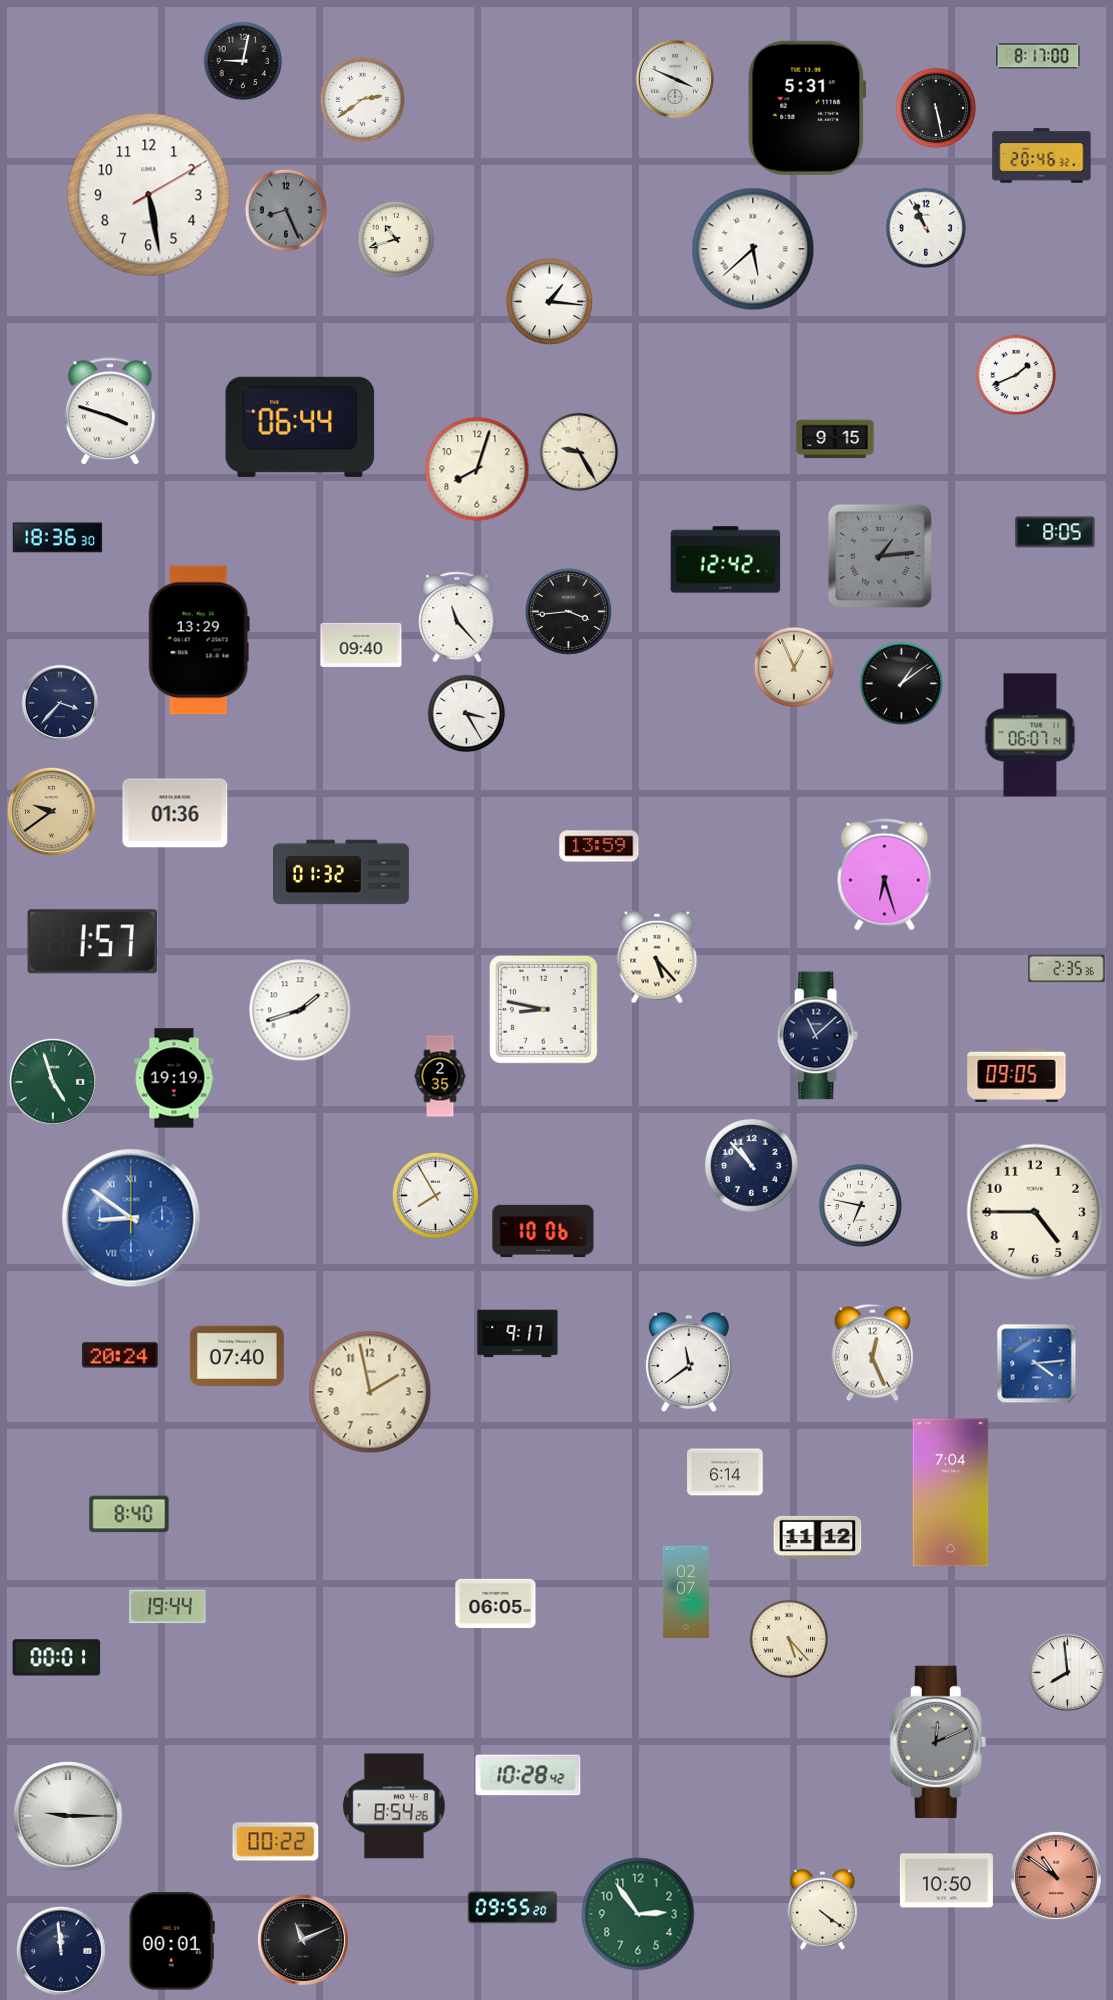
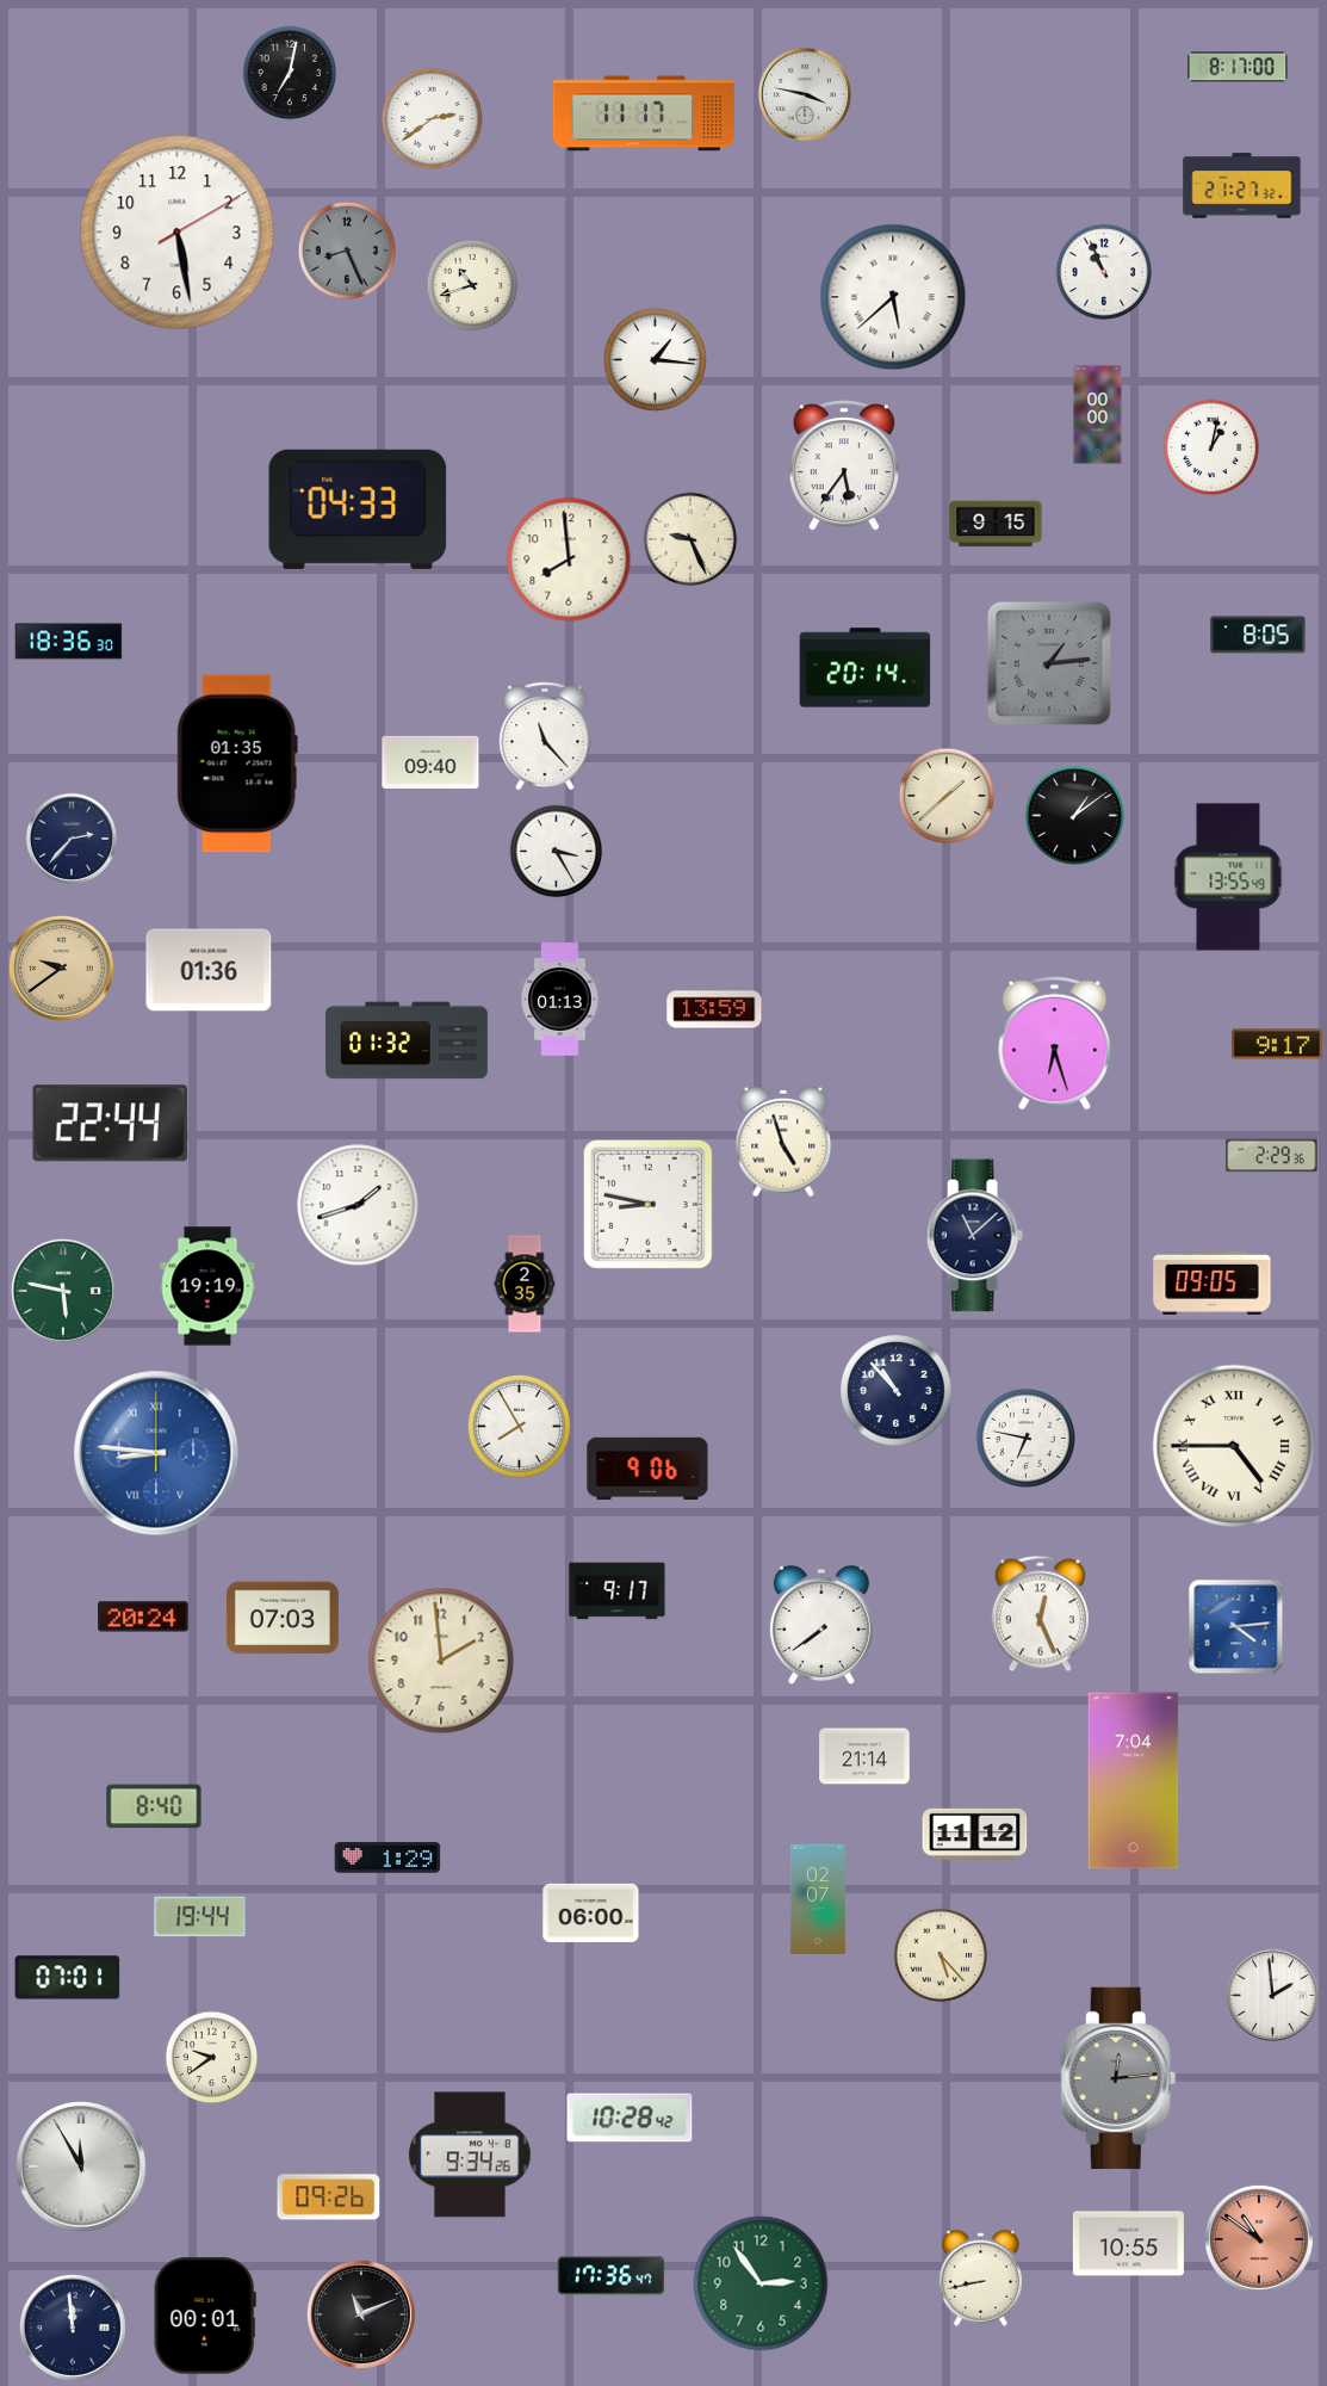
clock at (243, 61): 9:02 -> 7:02
clock at (675, 79): 3:49 -> 3:47
clock at (644, 113): none -> 11:17
clock at (807, 108): 5:31 -> none
clock at (936, 108): 5:28 -> none
clock at (1042, 156): 20:46 -> 21:27
clock at (285, 209) position: (285, 209) -> (346, 249)
clock at (753, 249) position: (753, 249) -> (893, 297)
clock at (1098, 415): none -> 00:00
clock at (1016, 375): 1:41 -> 1:02
clock at (844, 465): none -> 5:36
clock at (110, 412): 3:48 -> none
clock at (300, 427): 06:44 -> 04:33
clock at (579, 452): 9:25 -> 9:26
clock at (477, 469): 8:03 -> 7:59
clock at (726, 560): 12:42 -> 20:14
clock at (568, 611): 3:44 -> none
clock at (199, 640): 13:29 -> 01:35
clock at (361, 645) position: (361, 645) -> (430, 762)
clock at (794, 667): 12:56 -> 1:38
clock at (60, 703): 3:37 -> 2:37
clock at (1030, 735): 06:07 -> 13:55
clock at (560, 1000): none -> 01:13
clock at (1277, 1044): none -> 9:17
clock at (92, 942): 1:57 -> 22:44
clock at (657, 957): 5:23 -> 4:57
clock at (1067, 969): 2:35 -> 2:29
clock at (53, 1082): 4:57 -> 5:47
clock at (1034, 1211) numerals: Arabic -> Roman
clock at (131, 1218): 8:51 -> 8:46
clock at (543, 1231): 10:06 -> 9:06
clock at (237, 1356): 07:40 -> 07:03
clock at (689, 1362): 11:39 -> 7:39
clock at (370, 1392): 1:58 -> 1:59
clock at (725, 1472): 6:14 -> 21:14
clock at (387, 1858): none -> 1:29
clock at (496, 1603): 06:05 -> 06:00
clock at (57, 1658): 00:01 -> 07:01
clock at (1067, 1672): 7:59 -> 1:59
clock at (212, 2058): none -> 9:39
clock at (938, 1742): 12:11 -> 12:14
clock at (394, 1806): 8:54 -> 9:34
clock at (68, 1816): 9:15 -> 11:55
clock at (276, 1842): 00:22 -> 09:26
clock at (946, 1881): 10:50 -> 10:55
clock at (513, 1908): 09:55 -> 17:36
clock at (822, 1909): 4:21 -> 8:43
